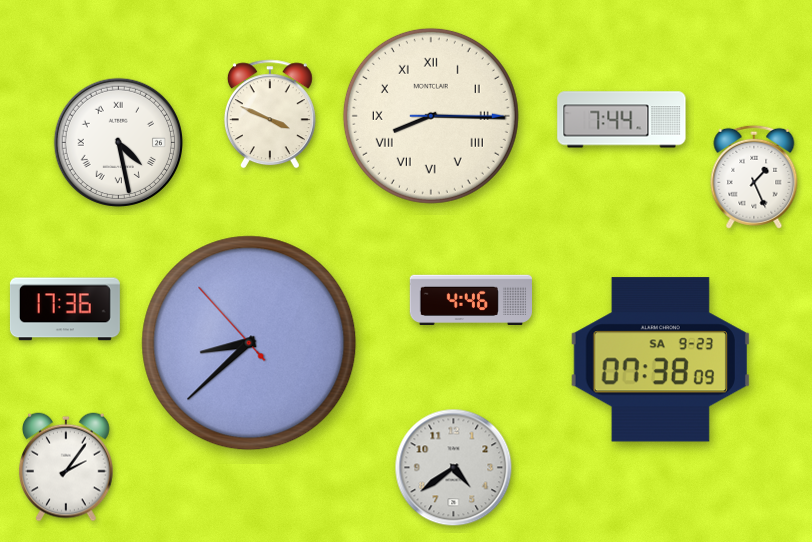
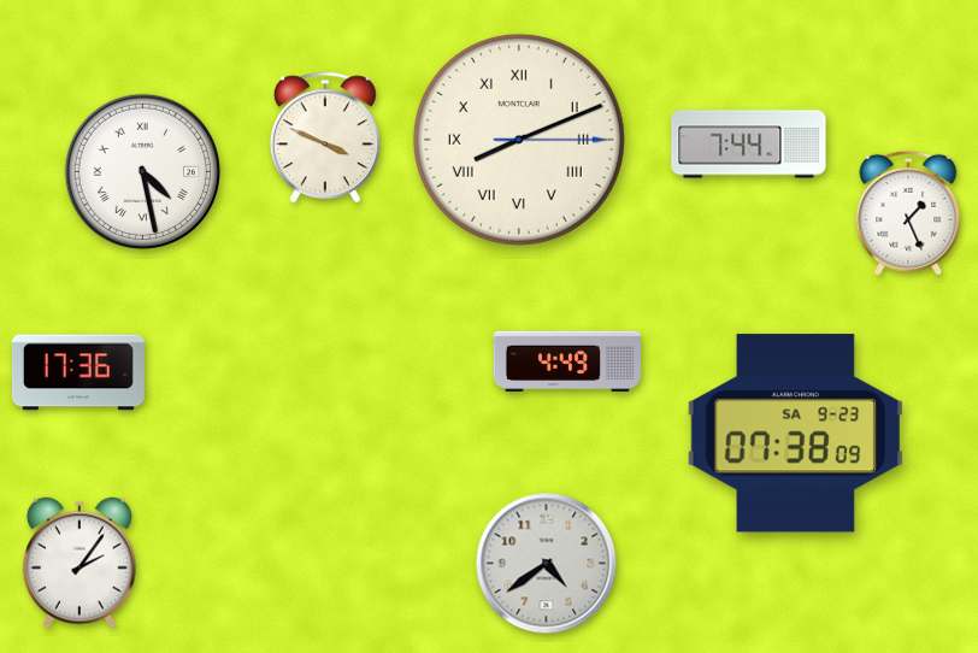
clock at (431, 116): 8:15 -> 8:11
clock at (470, 299): 4:46 -> 4:49
clock at (249, 343): 8:37 -> none
